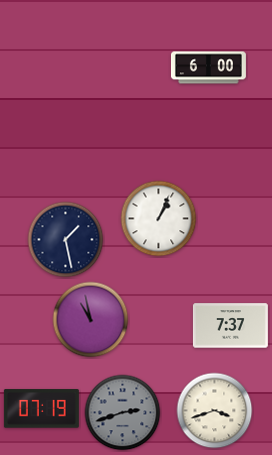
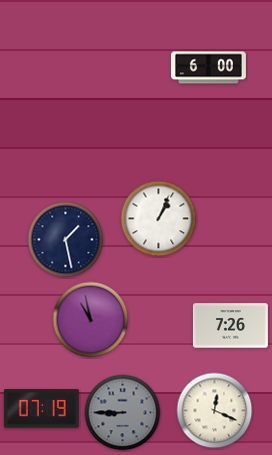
clock at (230, 326): 7:37 -> 7:26
clock at (215, 411): 3:42 -> 12:19
clock at (123, 413): 2:42 -> 8:45
